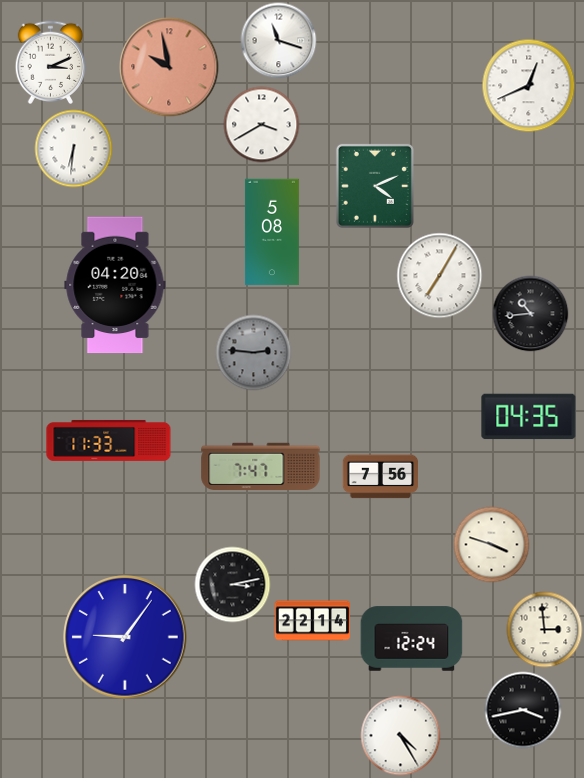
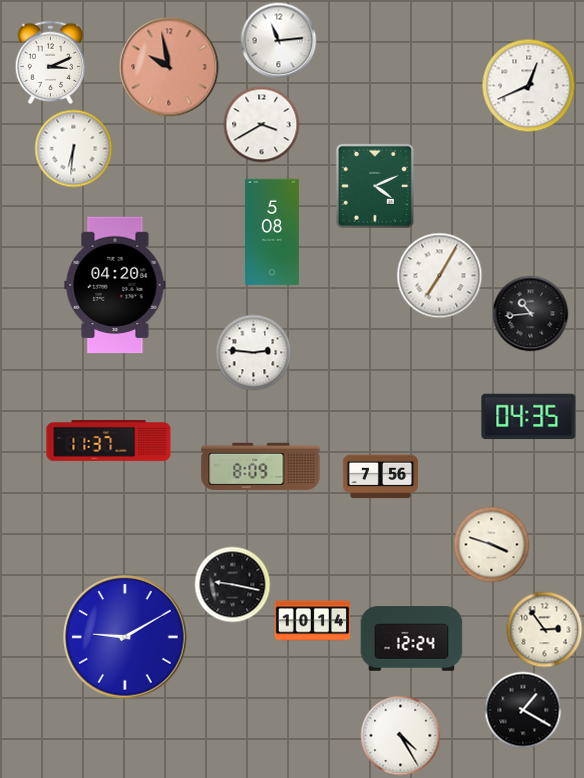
clock at (279, 41): 11:18 -> 11:14
clock at (254, 353) dial: grey -> white
clock at (109, 440): 11:33 -> 11:37
clock at (261, 466): 7:47 -> 8:09
clock at (233, 585): 3:13 -> 9:17
clock at (312, 621): 22:14 -> 10:14
clock at (545, 630): 2:59 -> 2:54
clock at (125, 637): 9:06 -> 9:10
clock at (523, 710): 3:43 -> 1:20
